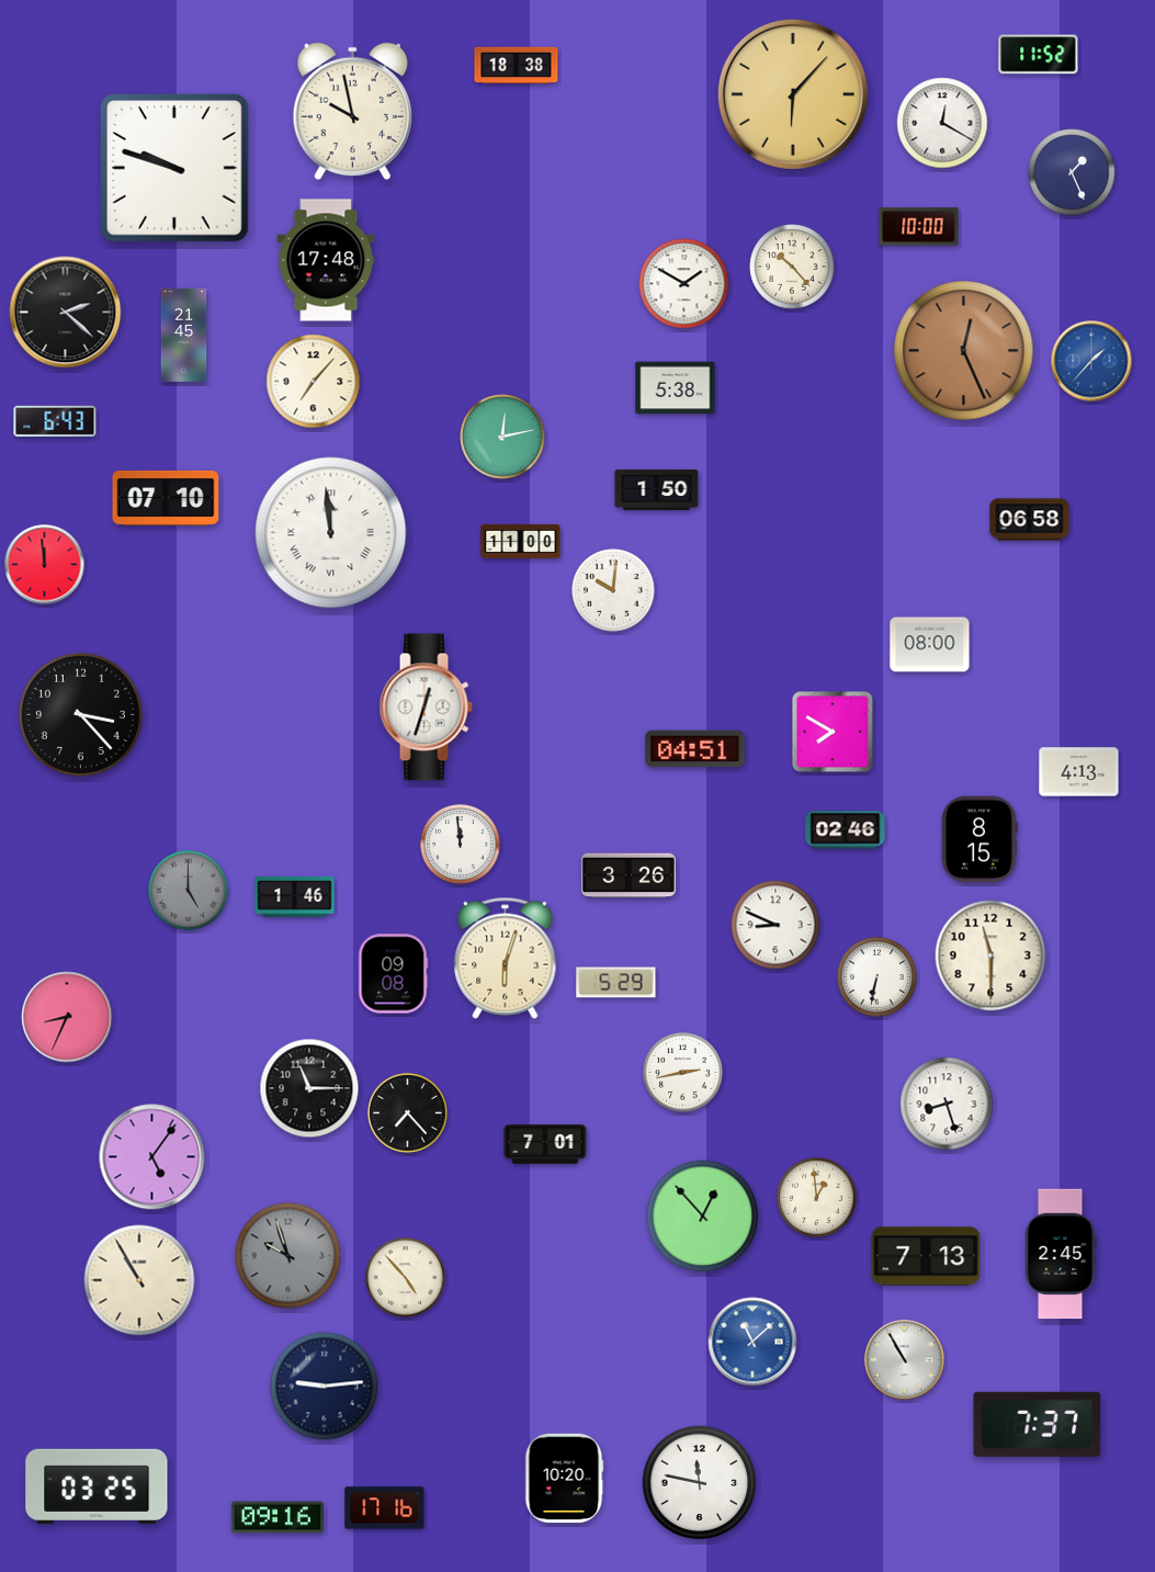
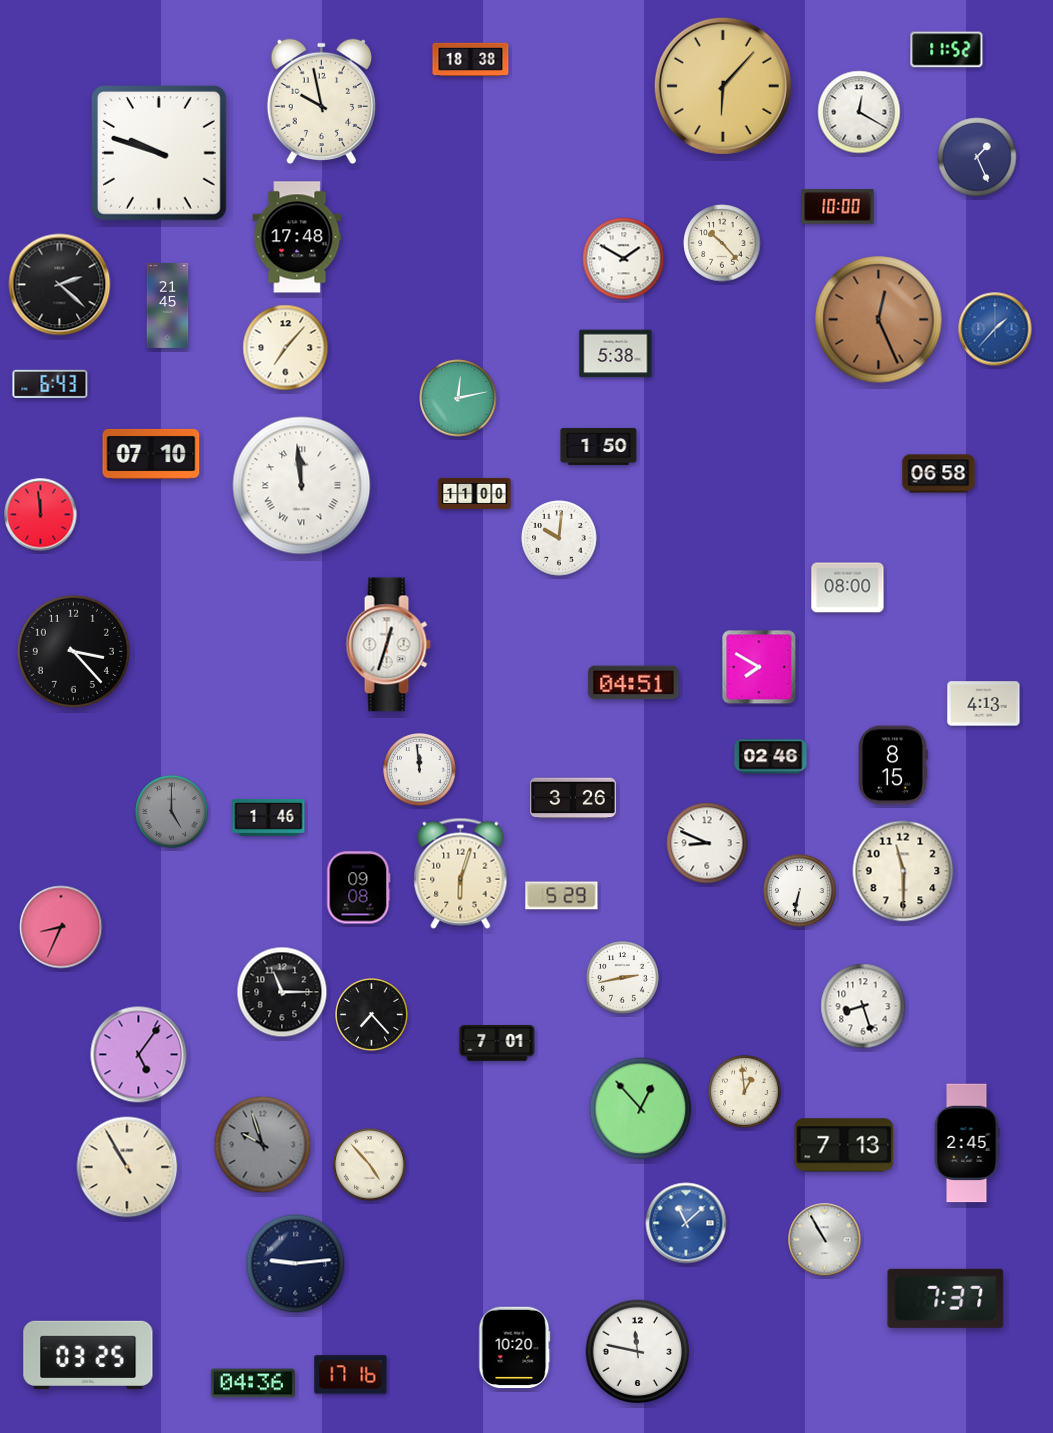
clock at (278, 1517): 09:16 -> 04:36
